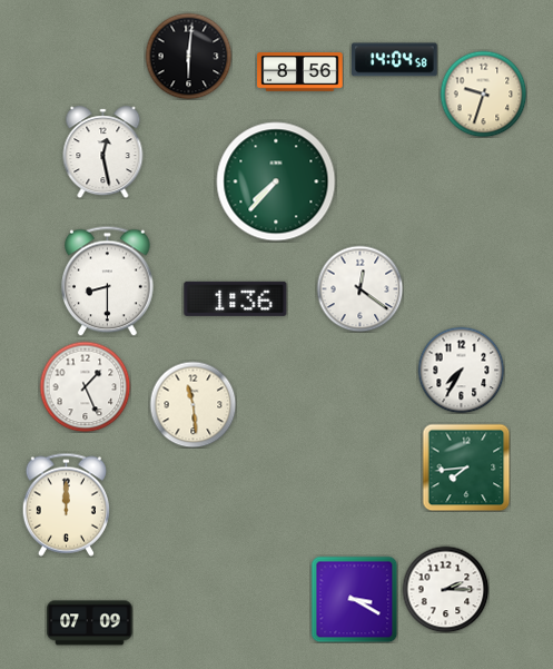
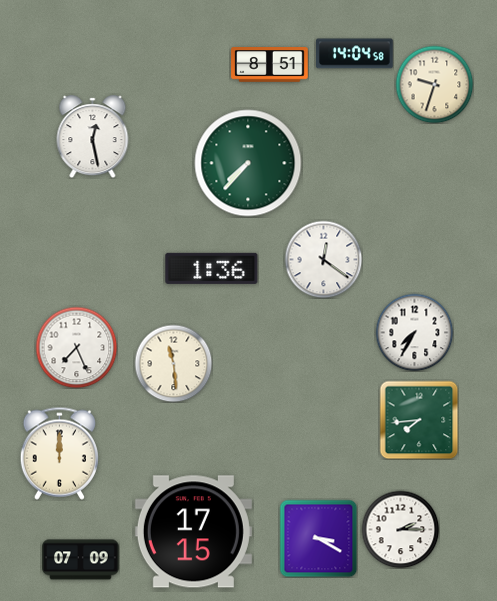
clock at (188, 56): 6:01 -> none
clock at (300, 72): 8:56 -> 8:51
clock at (108, 281): 8:30 -> none
clock at (85, 386): 1:26 -> 7:26
clock at (193, 532): none -> 17:15
